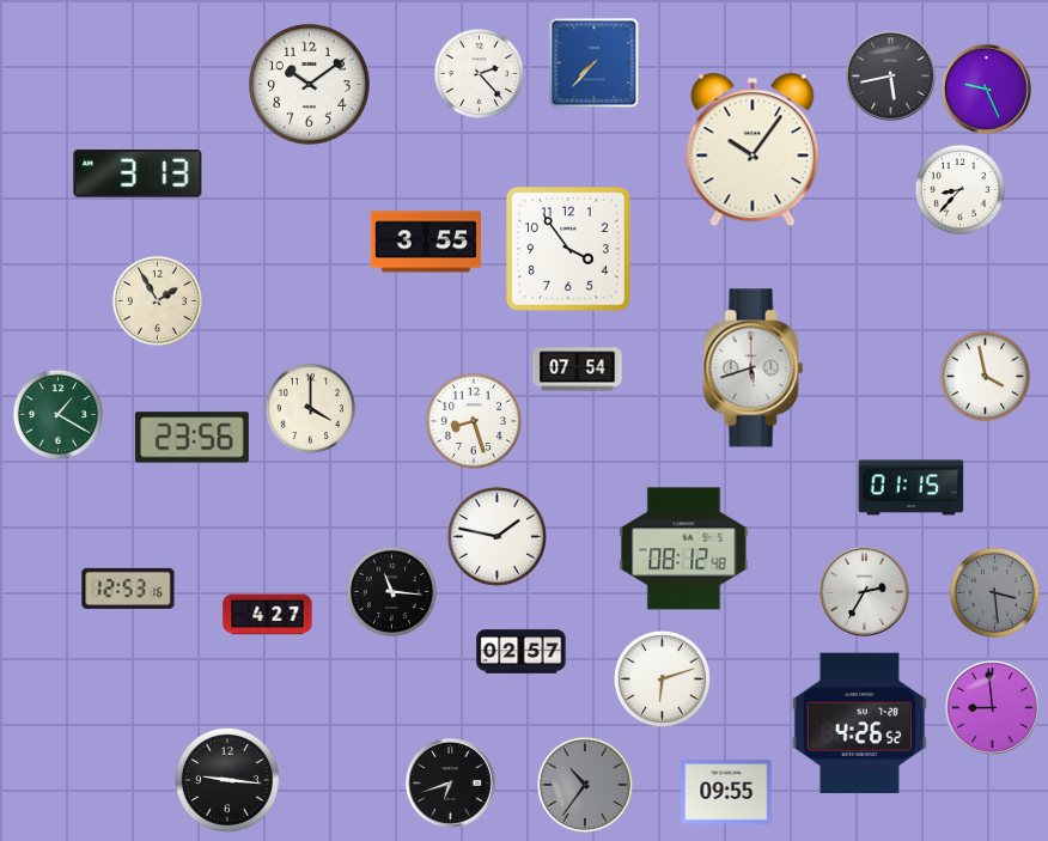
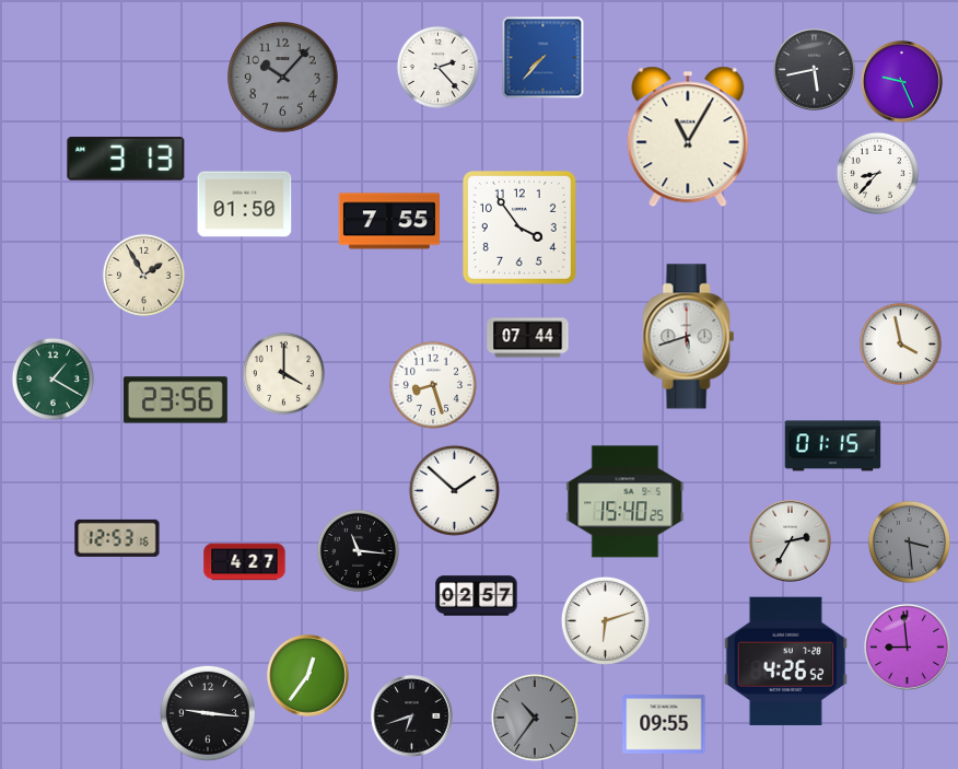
clock at (310, 85): 10:09 -> 10:07
clock at (310, 85) dial: white -> grey
clock at (753, 150): 10:06 -> 11:05
clock at (245, 205): none -> 01:50
clock at (426, 242): 3:55 -> 7:55
clock at (578, 370): 07:54 -> 07:44
clock at (496, 536): 1:47 -> 1:52
clock at (684, 549): 08:12 -> 15:40
clock at (391, 591) position: (391, 591) -> (358, 550)
clock at (308, 676): none -> 12:36
